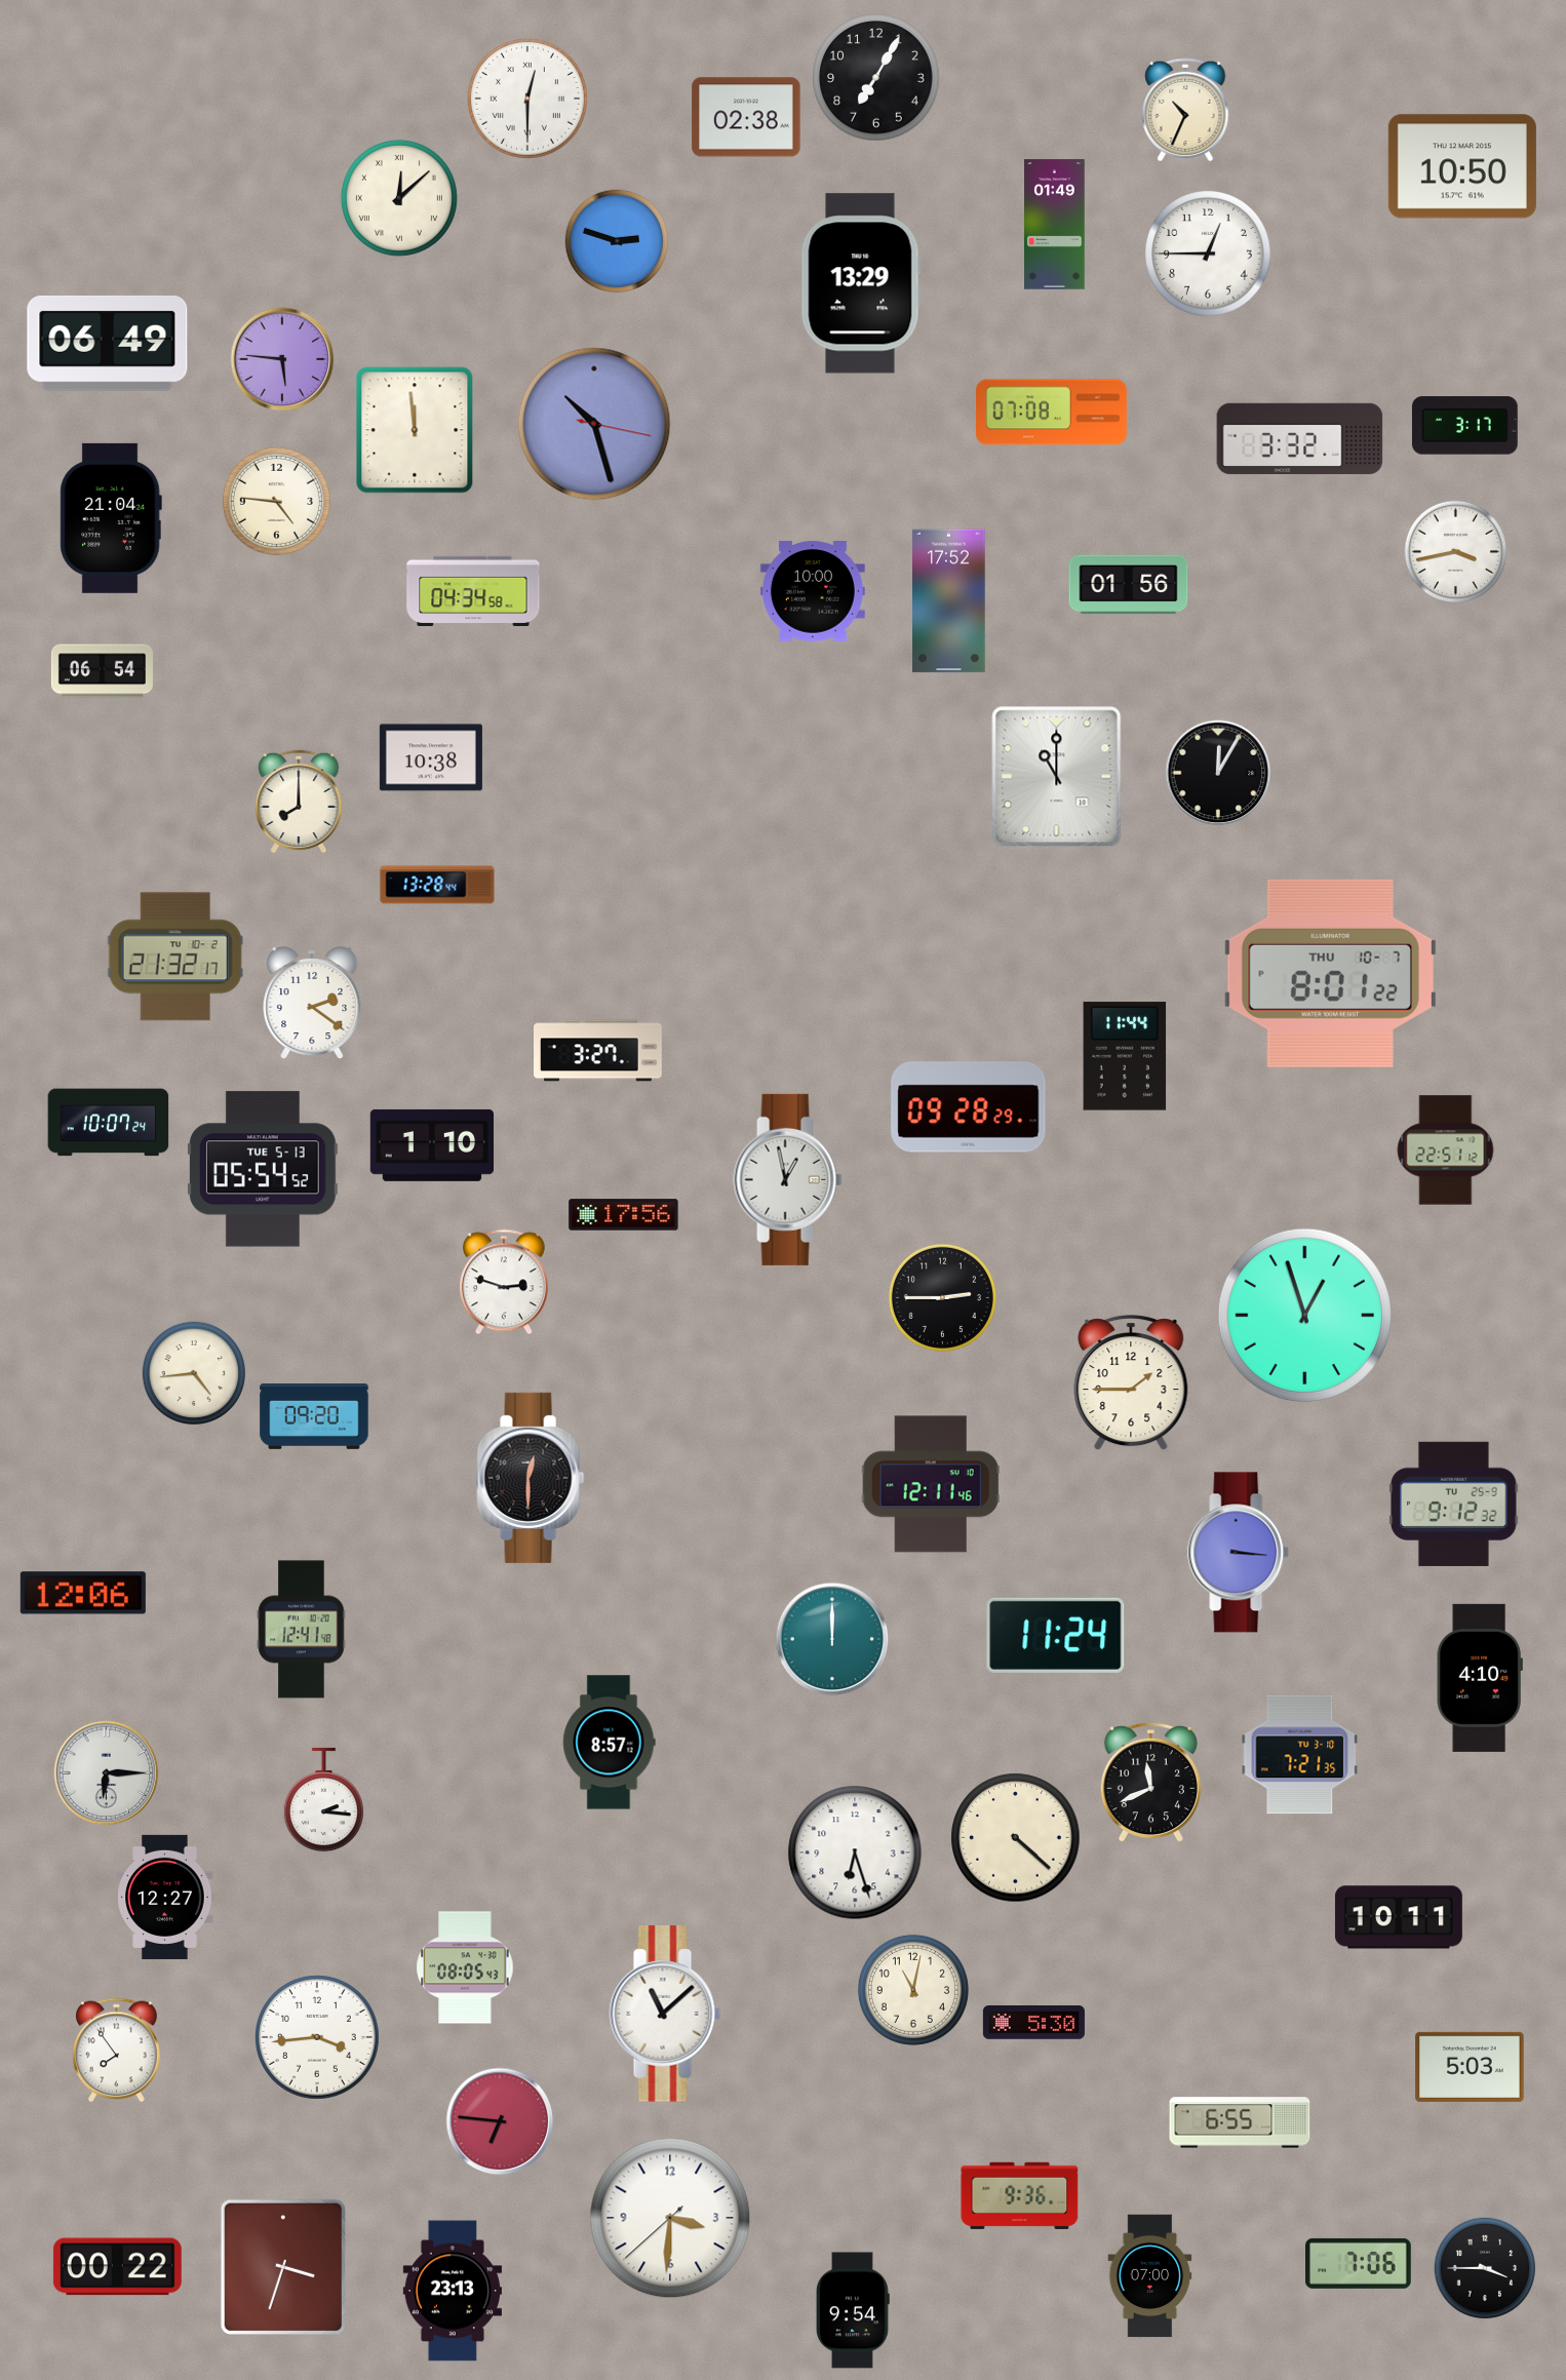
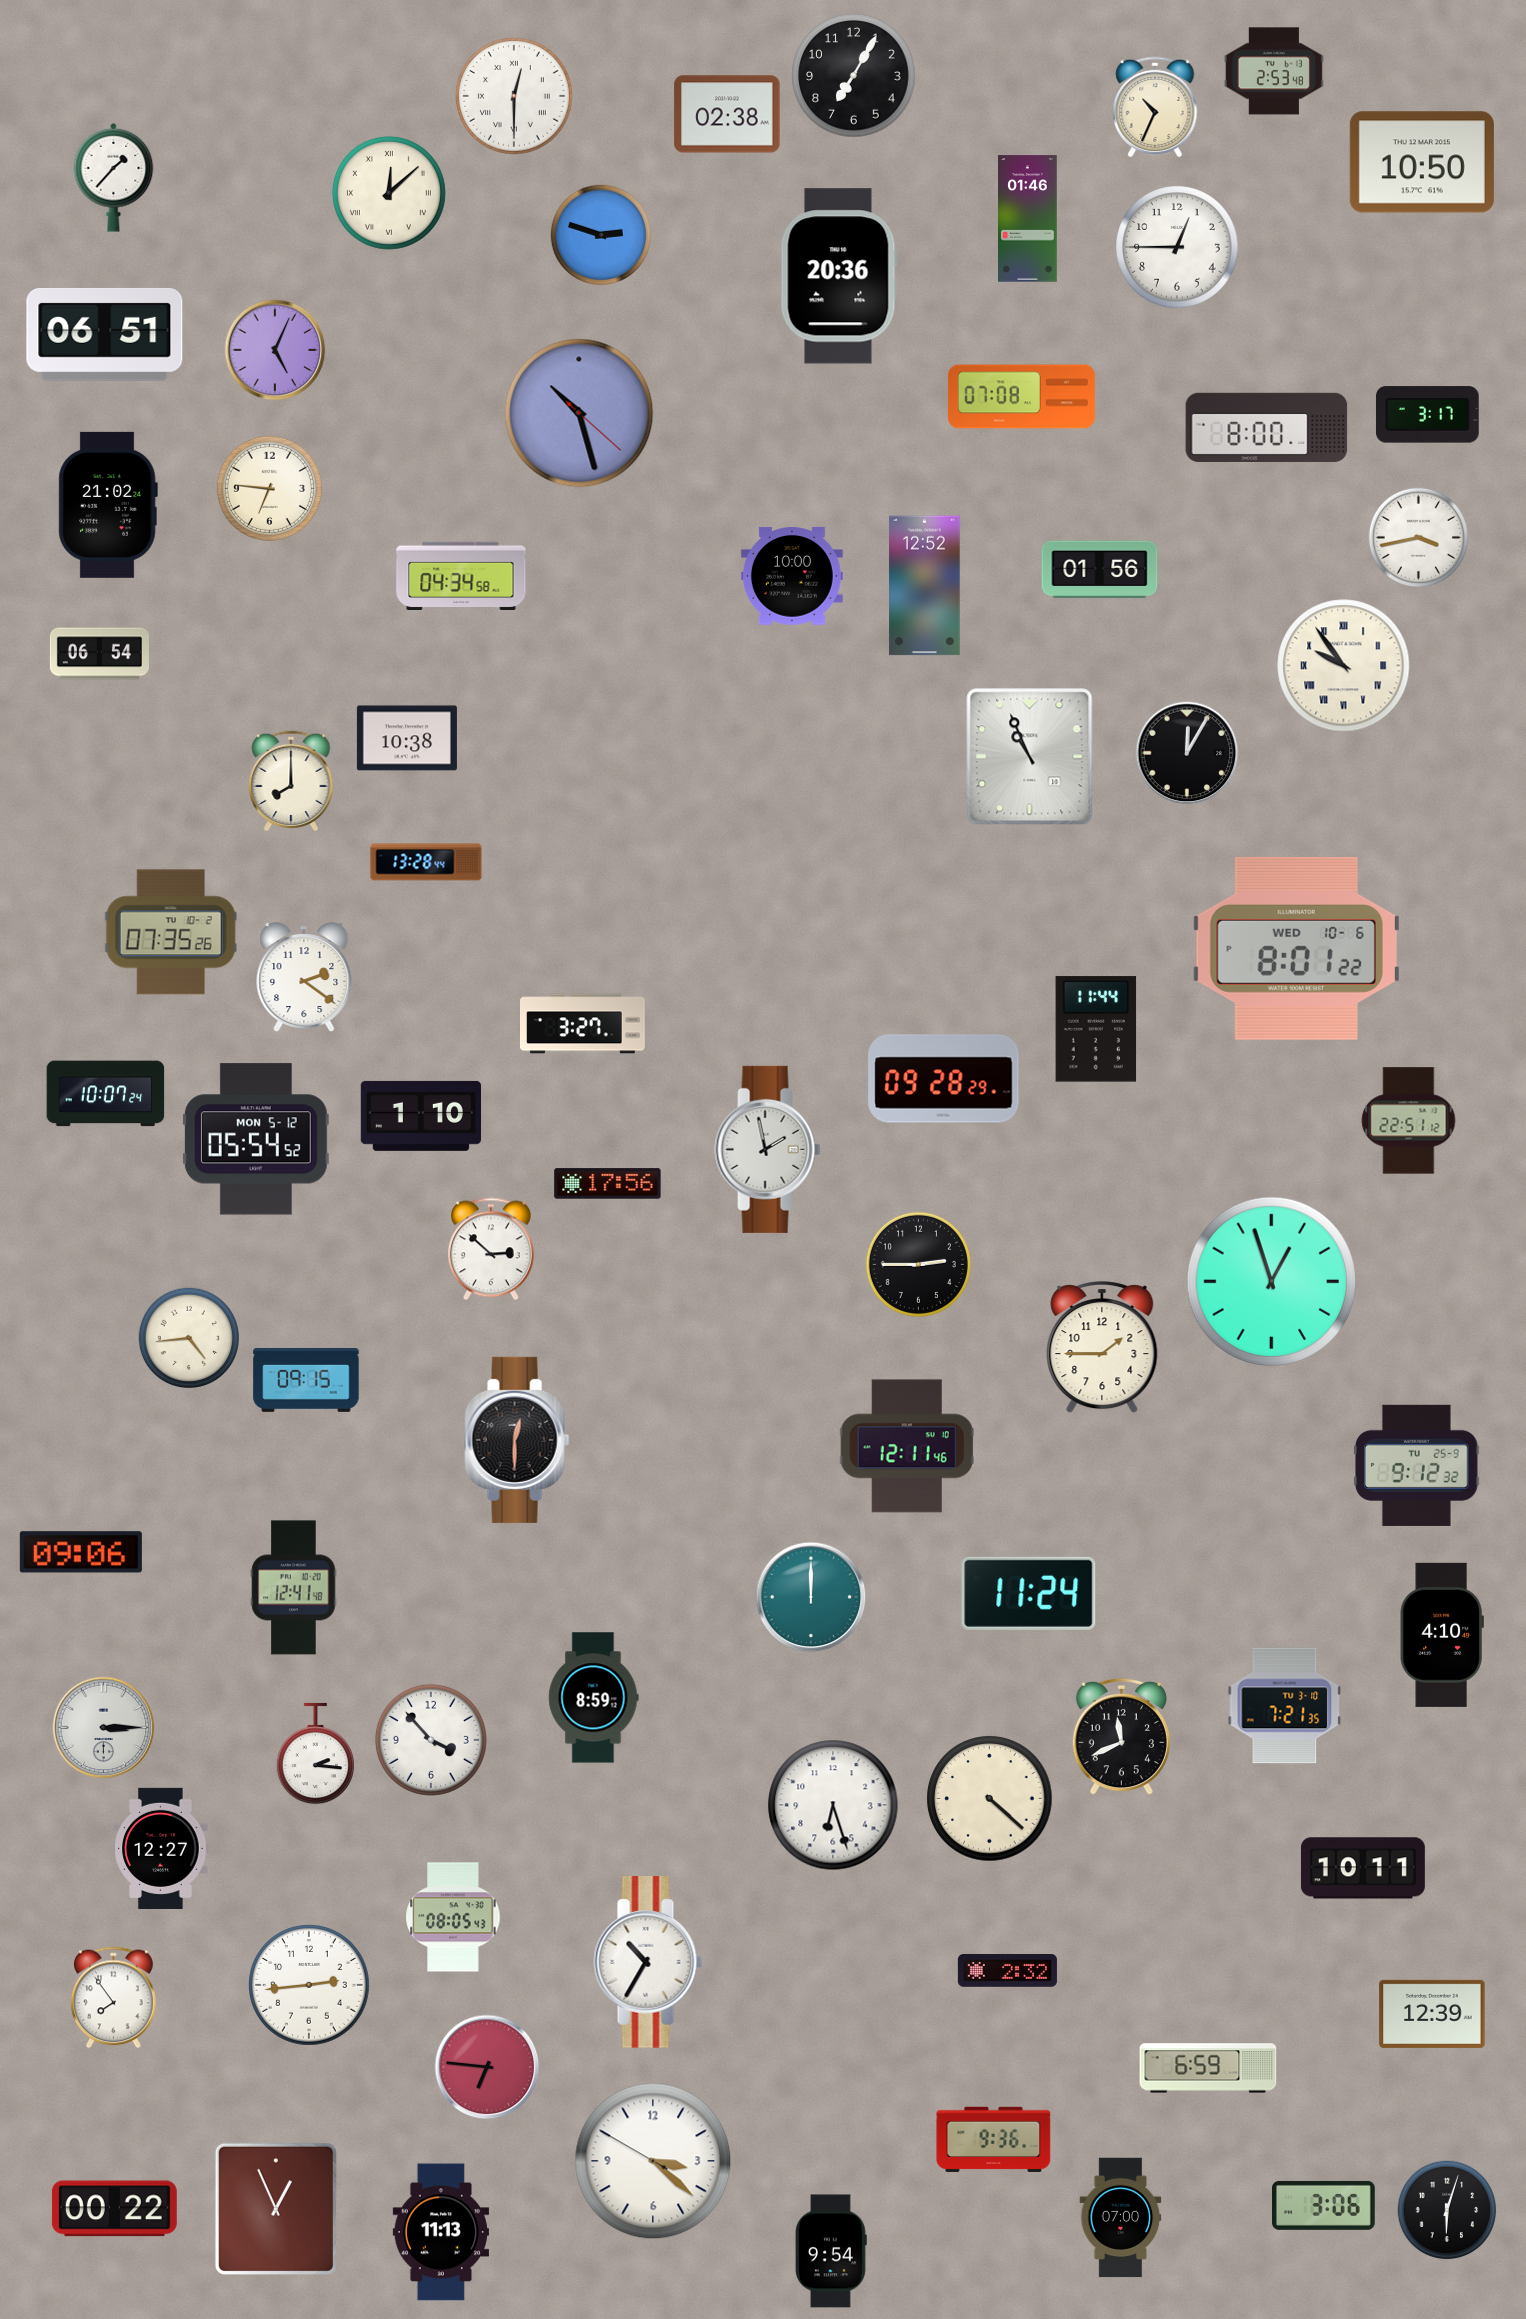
clock at (1274, 71): none -> 2:53
clock at (1462, 166) position: (1462, 166) -> (1422, 162)
clock at (114, 177): none -> 1:37
clock at (1055, 225): 01:49 -> 01:46
clock at (861, 283): 13:29 -> 20:36
clock at (108, 343): 06:49 -> 06:51
clock at (282, 359): 5:46 -> 5:04
clock at (1052, 413) position: (1052, 413) -> (1022, 397)
clock at (594, 424): 10:27:17 -> 10:27:22
clock at (415, 430): 11:59 -> none
clock at (1300, 438): 3:32 -> 8:00
clock at (276, 501): 4:46 -> 6:46
clock at (111, 518): 21:04 -> 21:02
clock at (949, 601): 17:52 -> 12:52
clock at (1344, 666): none -> 9:54
clock at (431, 757) position: (431, 757) -> (407, 738)
clock at (1057, 777): 11:00 -> 10:56
clock at (175, 957): 21:32 -> 07:35
clock at (1330, 973) date: THU 10-7 -> WED 10-6
clock at (263, 1169) date: TUE 5-13 -> MON 5-12
clock at (788, 1179): 12:58 -> 1:58
clock at (504, 1282): 2:48 -> 2:52
clock at (314, 1417): 09:20 -> 09:15
clock at (1239, 1553): 3:16 -> none
clock at (83, 1593): 12:06 -> 09:06
clock at (609, 1743): 8:57 -> 8:59
clock at (1300, 1755) position: (1300, 1755) -> (1285, 1706)
clock at (107, 1773): 6:15 -> 3:15
clock at (431, 1740): none -> 3:53
clock at (1016, 1838) position: (1016, 1838) -> (990, 1799)
clock at (913, 1990): 11:02 -> none
clock at (665, 2014): 11:08 -> 10:35
clock at (1033, 2023): 5:30 -> 2:32
clock at (317, 2037): 3:44 -> 2:44
clock at (1470, 2067): 5:03 -> 12:39
clock at (1240, 2122): 6:55 -> 6:59
clock at (670, 2218): 3:30 -> 3:21
clock at (1359, 2263): 7:06 -> 3:06
clock at (283, 2267): 3:33 -> 12:56
clock at (1485, 2268): 3:45 -> 6:03
clock at (452, 2291): 23:13 -> 11:13
